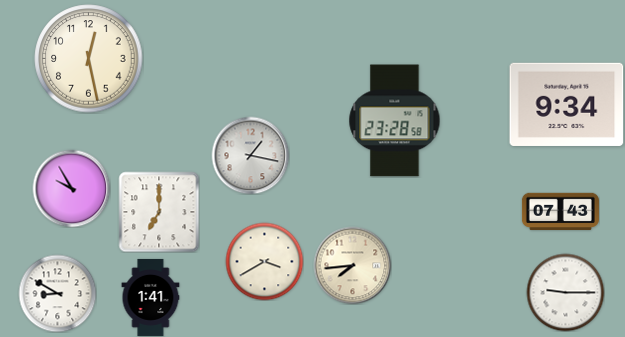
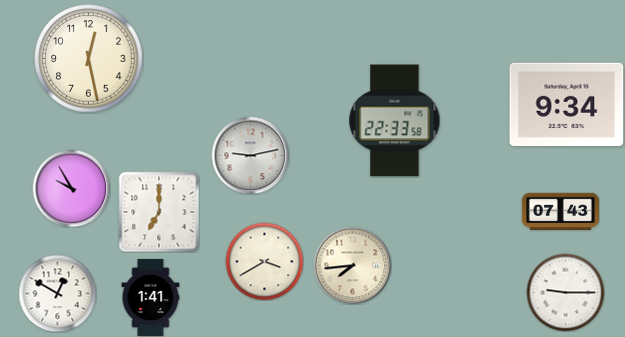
clock at (395, 121): 23:28 -> 22:33
clock at (250, 155): 1:17 -> 9:13
clock at (57, 293): 8:50 -> 12:50
